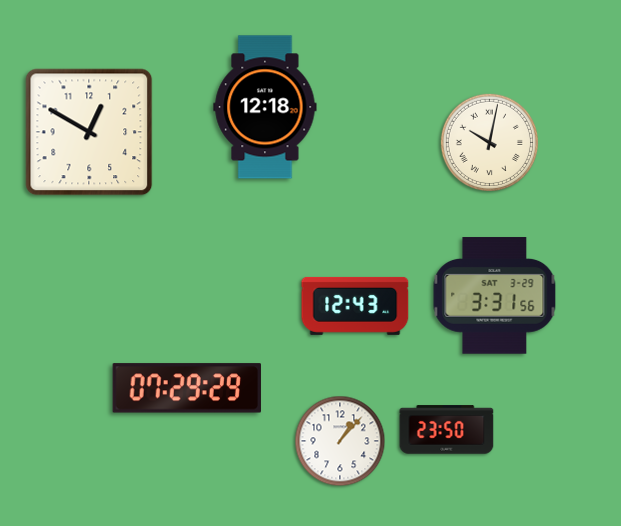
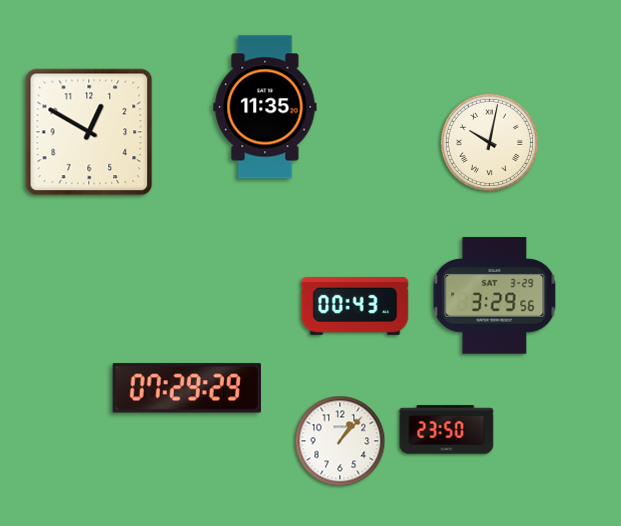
clock at (265, 107): 12:18 -> 11:35
clock at (495, 296): 3:31 -> 3:29
clock at (355, 306): 12:43 -> 00:43
